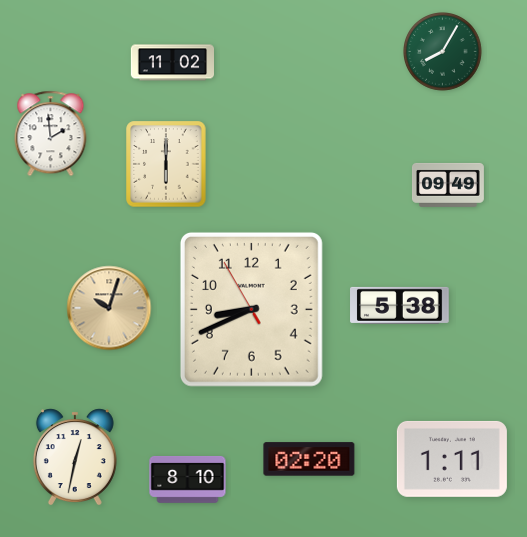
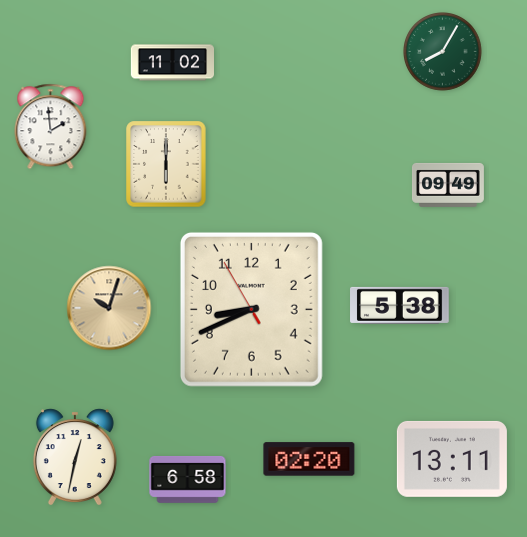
clock at (51, 134) position: (51, 134) -> (51, 127)
clock at (452, 459): 1:11 -> 13:11
clock at (188, 479): 8:10 -> 6:58
